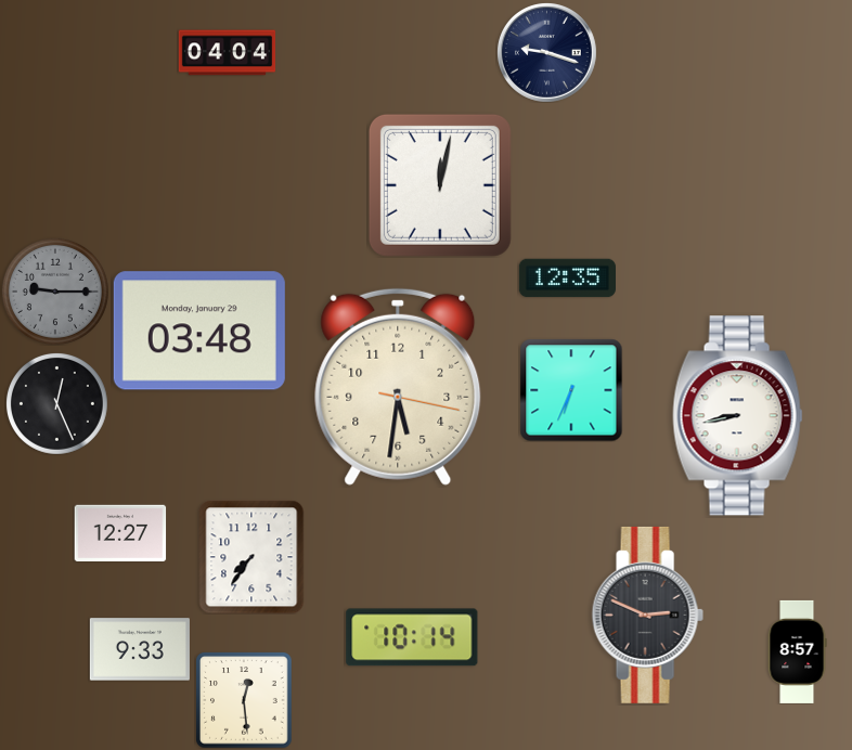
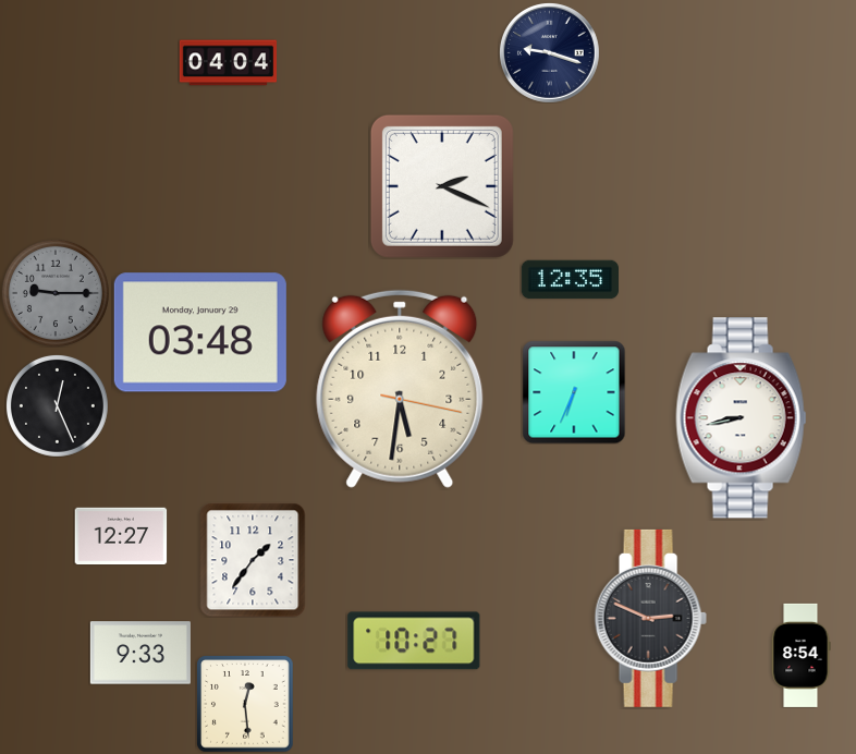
clock at (227, 53) position: (227, 53) -> (228, 63)
clock at (440, 185): 12:02 -> 2:19
clock at (251, 557): 7:36 -> 1:36
clock at (412, 637): 10:14 -> 10:27
clock at (797, 651): 8:57 -> 8:54
